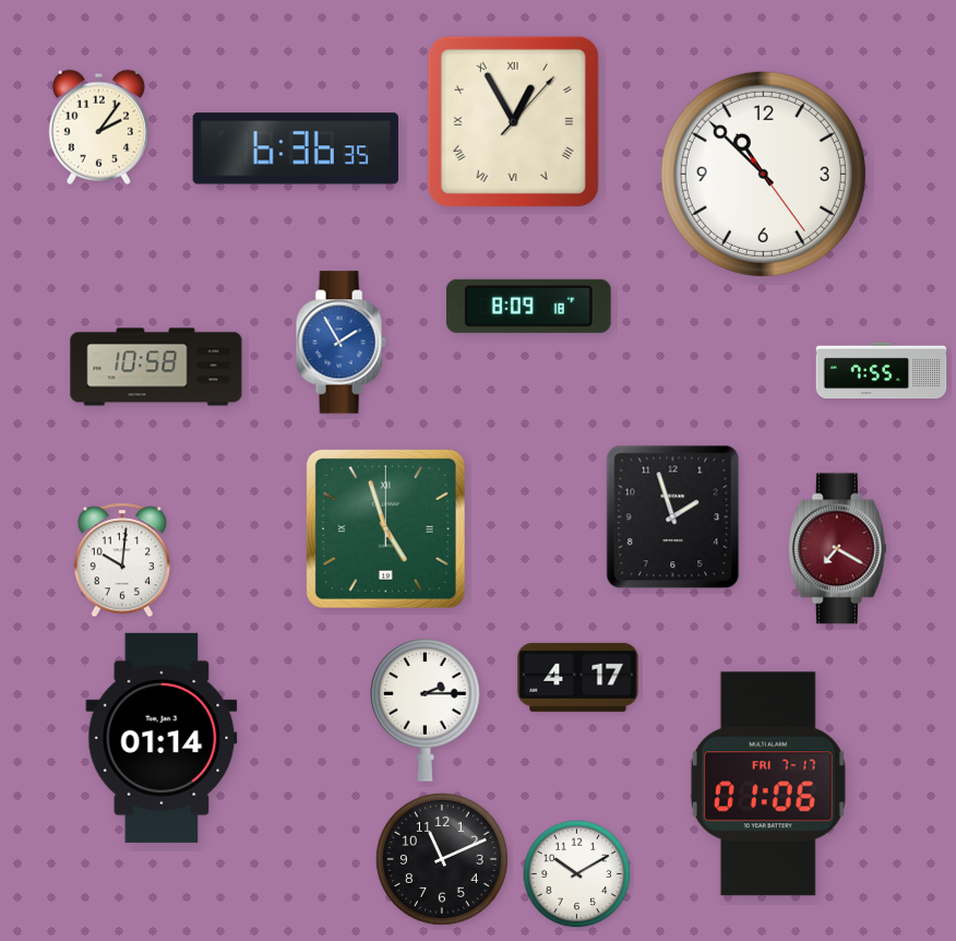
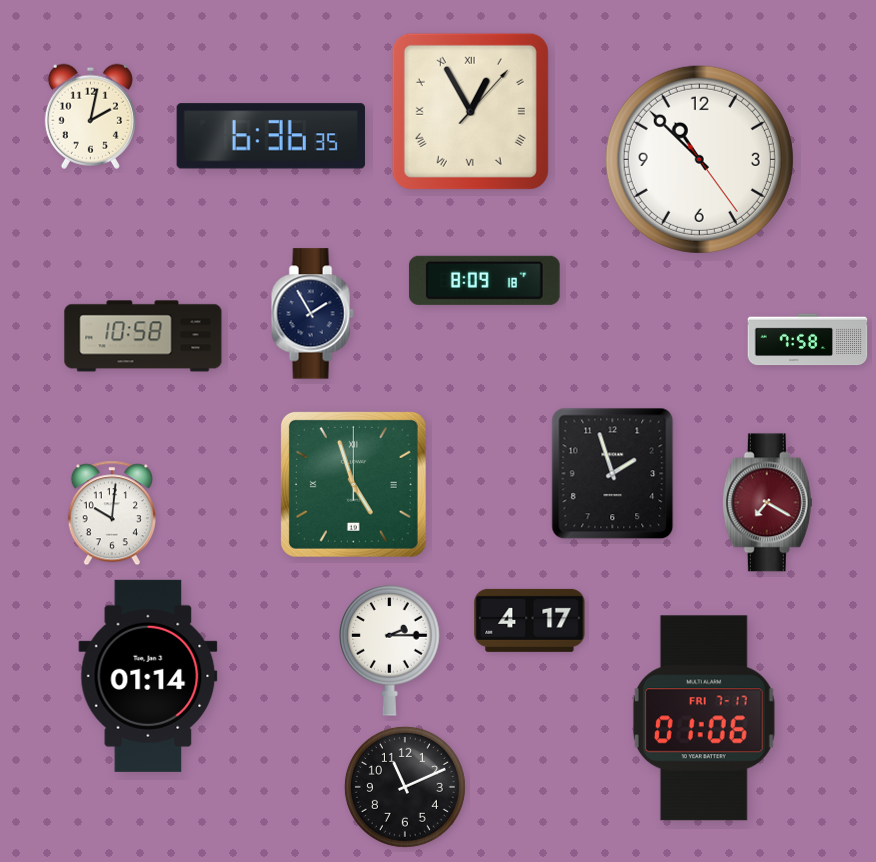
clock at (98, 127): 2:06 -> 2:02
clock at (340, 343) dial: blue -> navy
clock at (882, 371): 7:55 -> 7:58
clock at (673, 517) position: (673, 517) -> (613, 474)
clock at (577, 874): 10:10 -> none
